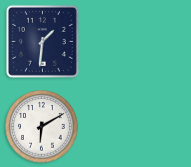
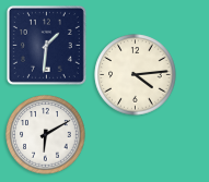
clock at (136, 75): none -> 4:14
clock at (42, 127) position: (42, 127) -> (46, 135)
